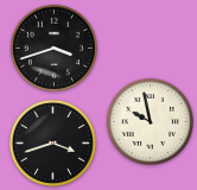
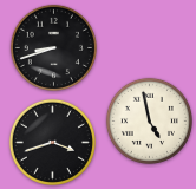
clock at (53, 47): 3:42 -> 8:42
clock at (150, 121): 9:58 -> 4:58
